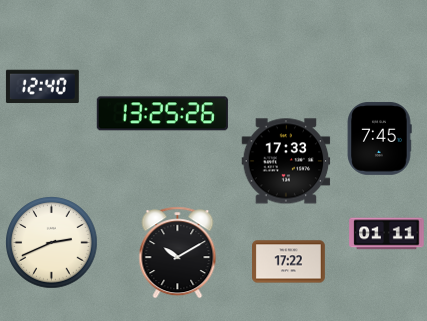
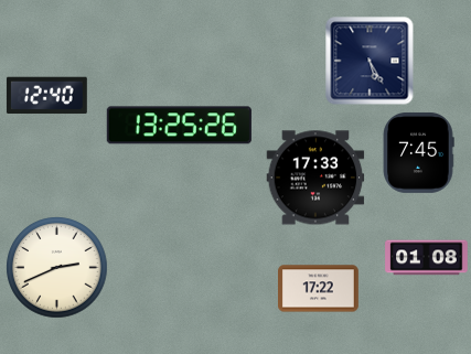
clock at (370, 61): none -> 5:25
clock at (387, 234): 01:11 -> 01:08
clock at (178, 253): 10:10 -> none
